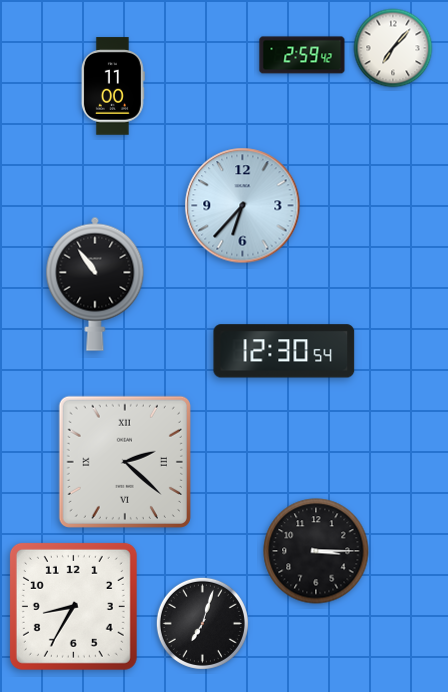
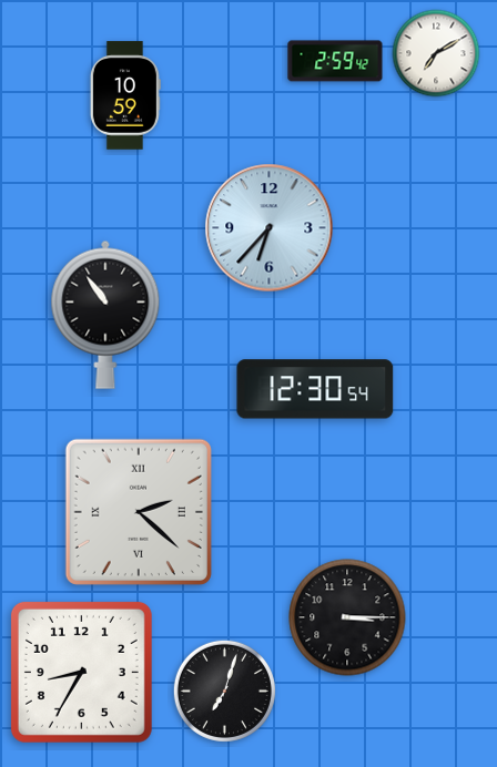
clock at (393, 48): 7:07 -> 7:10
clock at (113, 86): 11:00 -> 10:59
clock at (316, 551) position: (316, 551) -> (347, 617)
